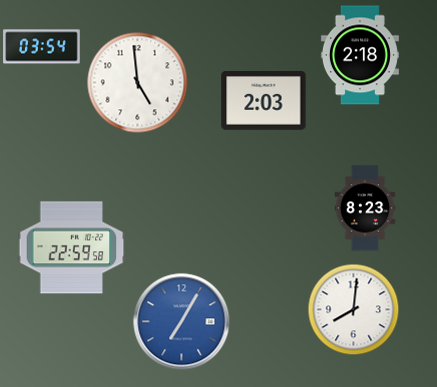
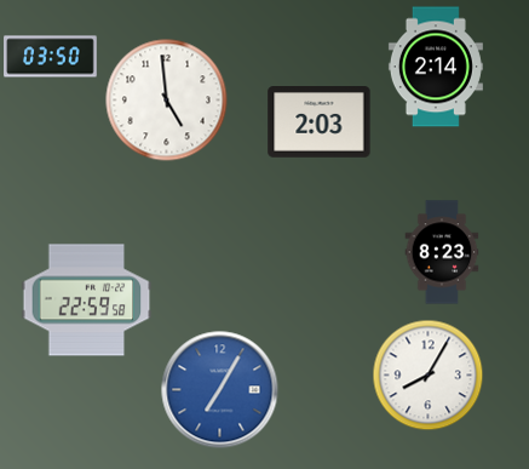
clock at (42, 47): 03:54 -> 03:50
clock at (360, 55): 2:18 -> 2:14
clock at (353, 309): 8:01 -> 8:05
